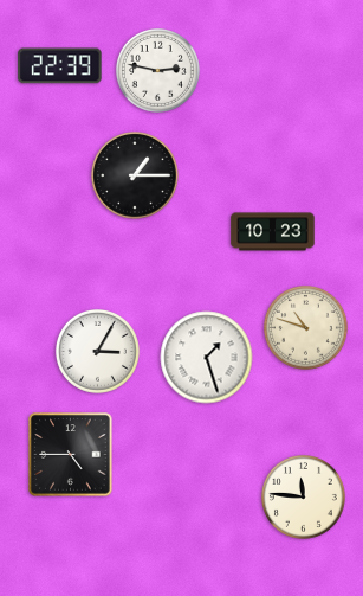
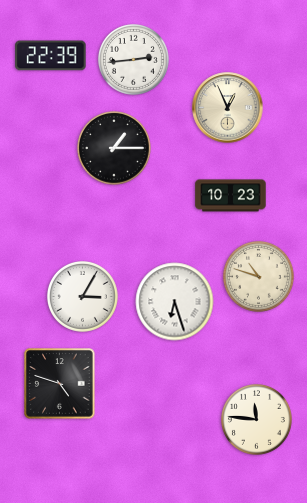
clock at (157, 70): 2:47 -> 2:44
clock at (228, 108): none -> 12:56
clock at (207, 358): 1:27 -> 6:27
clock at (71, 455): 4:45 -> 4:48
